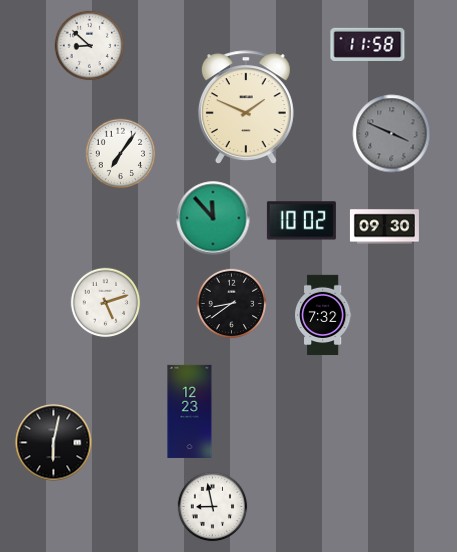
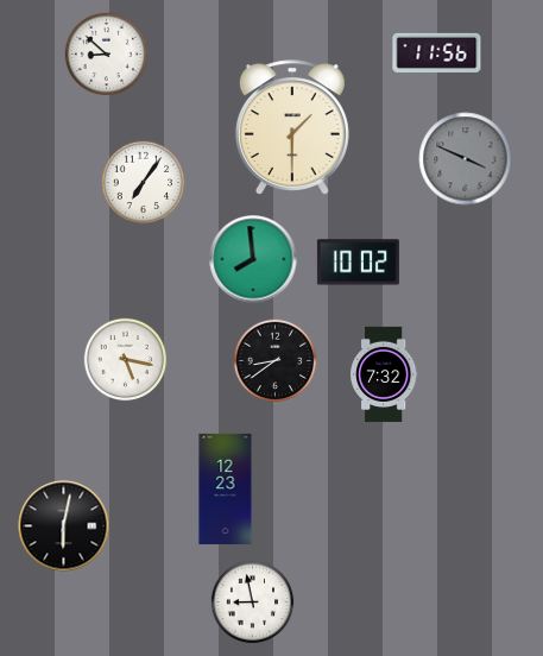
clock at (368, 44): 11:58 -> 11:56
clock at (246, 107): 1:49 -> 1:30
clock at (213, 218): 11:53 -> 7:59
clock at (384, 227): 09:30 -> none
clock at (106, 303): 5:12 -> 5:17
